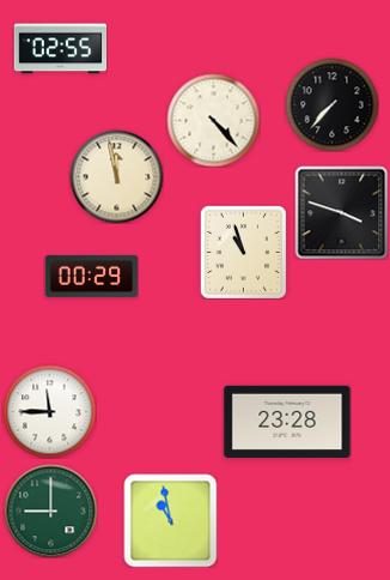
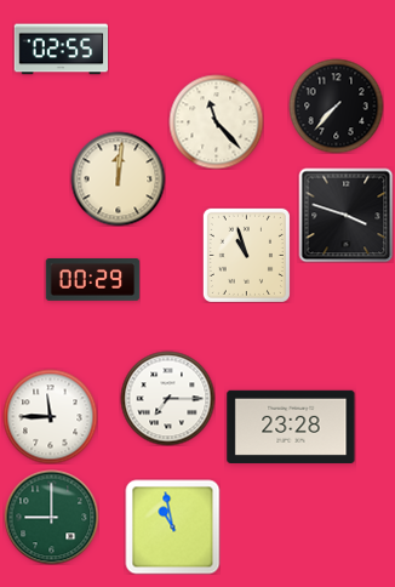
clock at (213, 120): 4:23 -> 11:23
clock at (116, 176): 11:58 -> 12:01
clock at (167, 398): none -> 7:15
